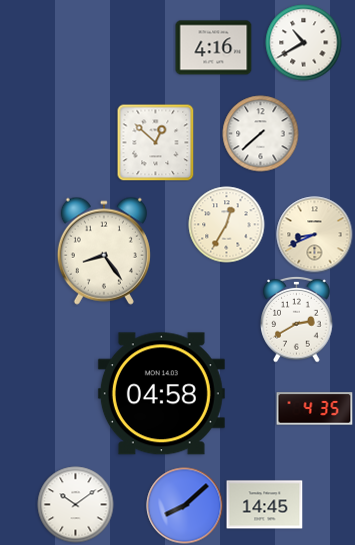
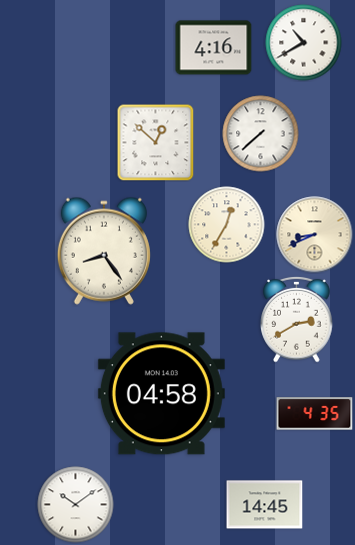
clock at (315, 409) position: (315, 409) -> (315, 414)
clock at (185, 506): 8:08 -> none
